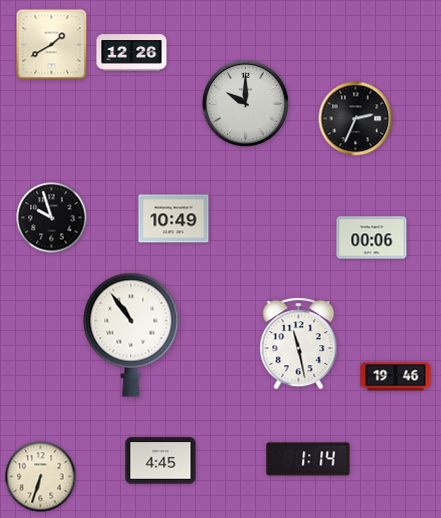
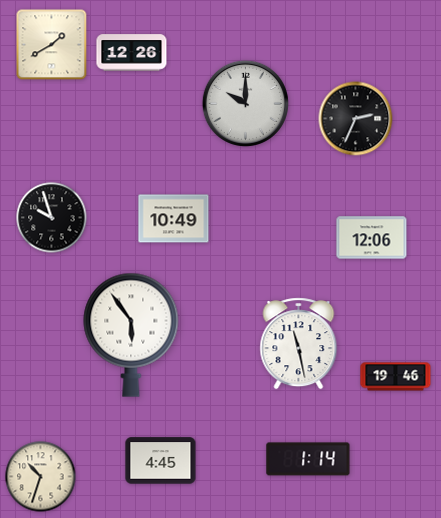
clock at (372, 238): 00:06 -> 12:06
clock at (131, 335): 10:54 -> 5:54
clock at (41, 477): 6:33 -> 10:33
